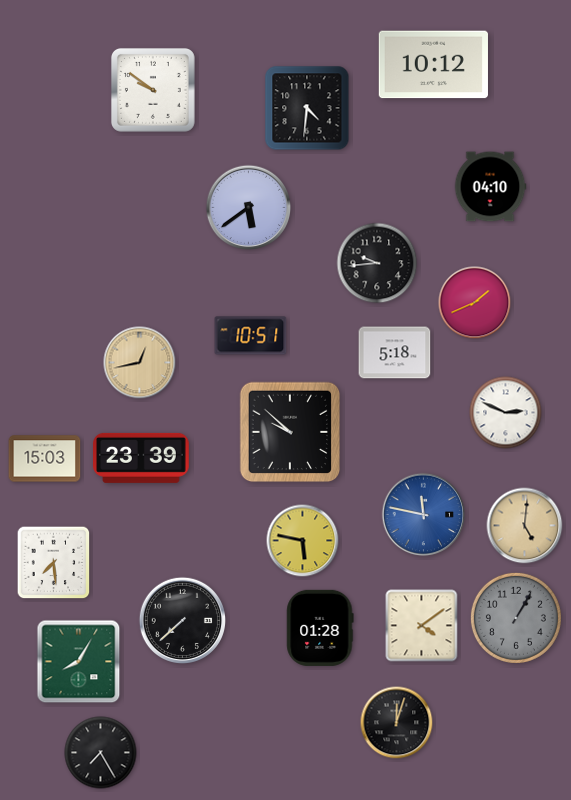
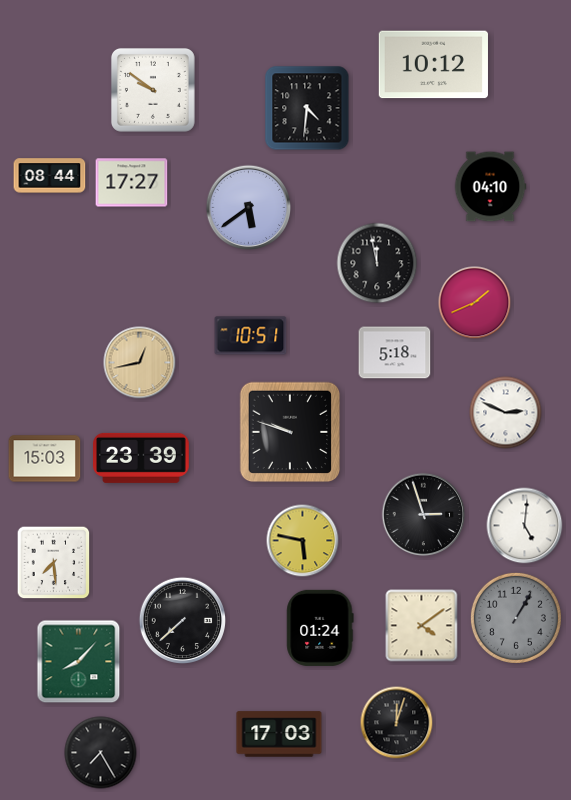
clock at (50, 176): none -> 08:44
clock at (132, 183): none -> 17:27
clock at (377, 263): 9:44 -> 11:58
clock at (290, 432): 9:52 -> 9:48
clock at (424, 515): 11:47 -> 2:57
clock at (424, 515) dial: blue -> black
clock at (525, 526) dial: champagne -> white
clock at (320, 628): 01:28 -> 01:24
clock at (79, 662): 8:05 -> 8:07
clock at (279, 734): none -> 17:03
